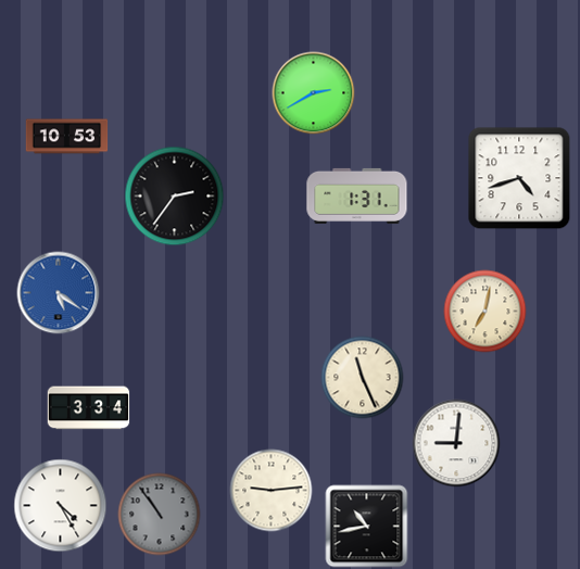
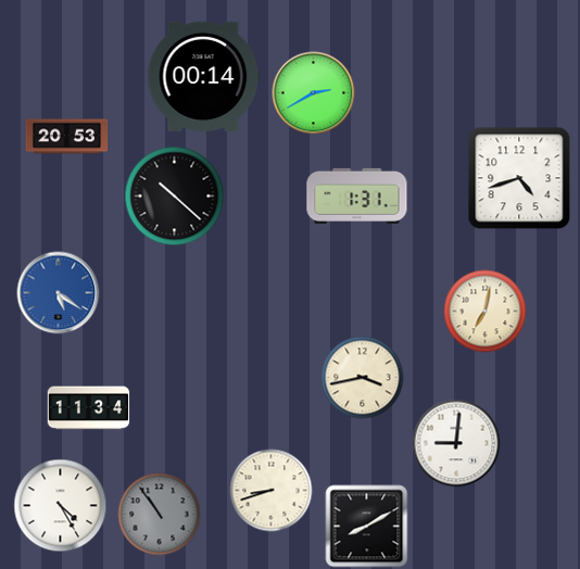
clock at (204, 76): none -> 00:14
clock at (67, 137): 10:53 -> 20:53
clock at (175, 197): 2:36 -> 10:22
clock at (363, 378): 11:26 -> 3:43
clock at (89, 408): 3:34 -> 11:34
clock at (272, 491): 9:14 -> 8:42
clock at (367, 527): 10:43 -> 8:10
